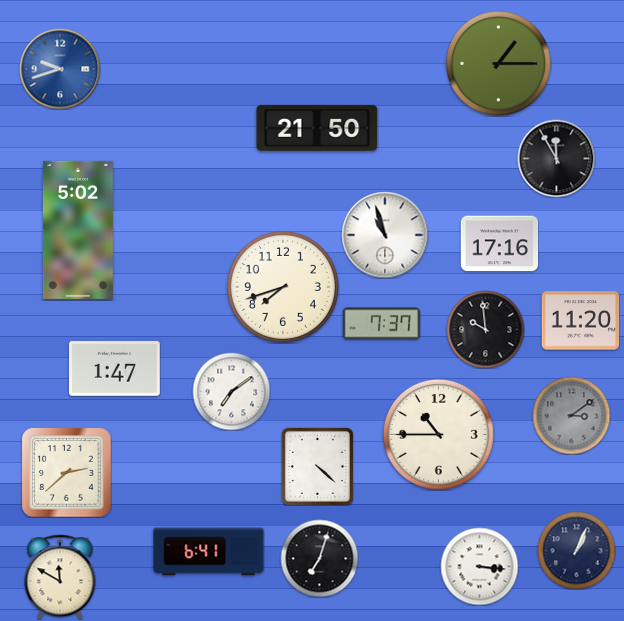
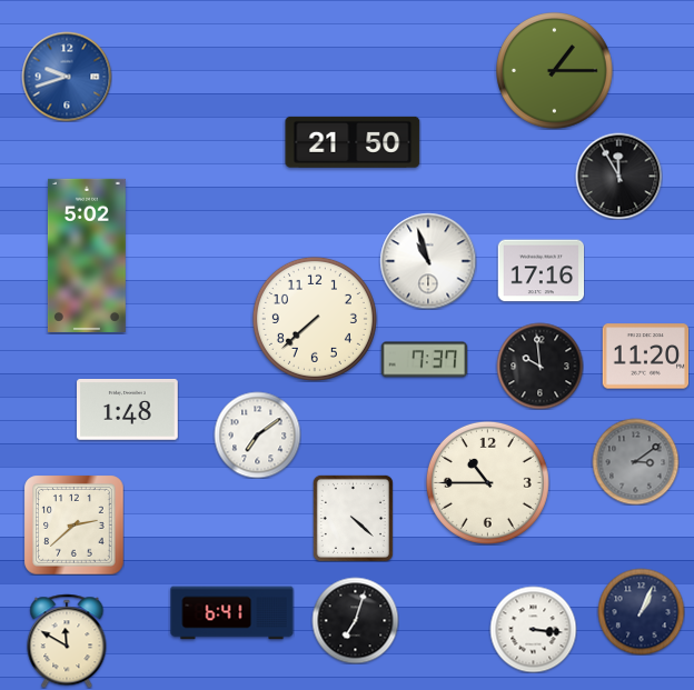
clock at (499, 244) position: (499, 244) -> (541, 271)
clock at (283, 287): 7:42 -> 7:38
clock at (115, 369): 1:47 -> 1:48
